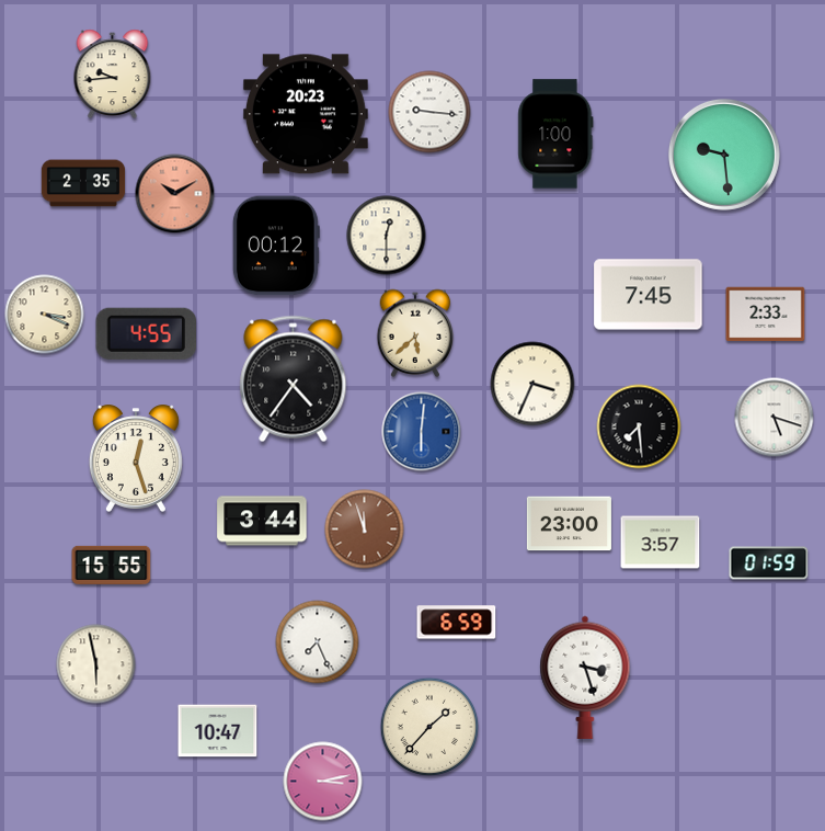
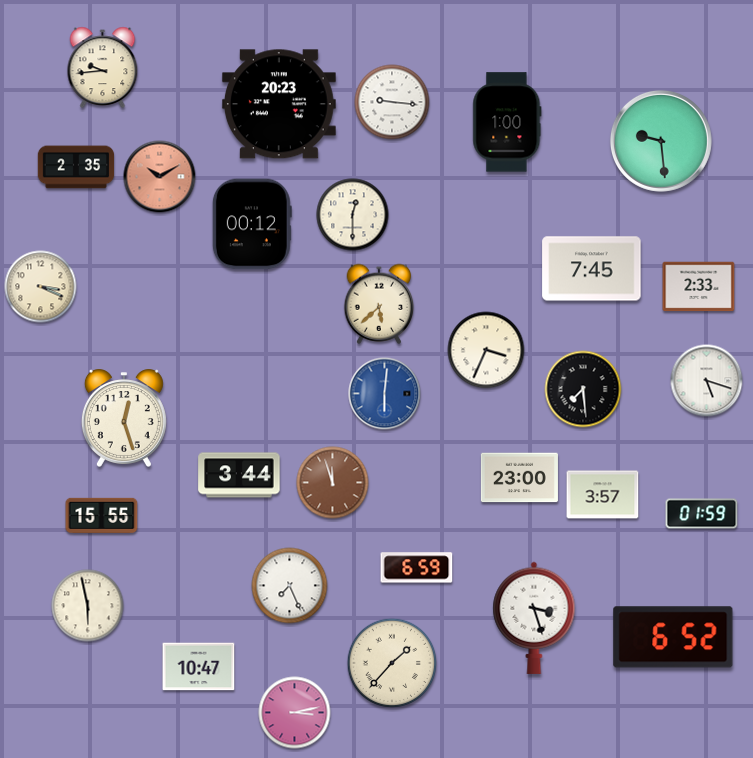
clock at (146, 333): 4:55 -> none
clock at (294, 379): 4:36 -> none
clock at (673, 637): none -> 6:52
